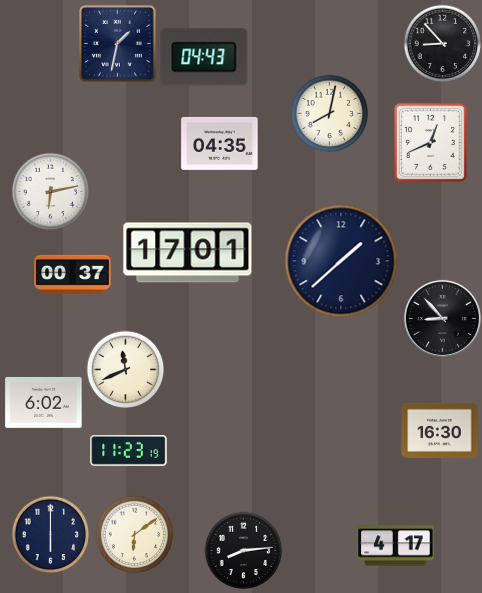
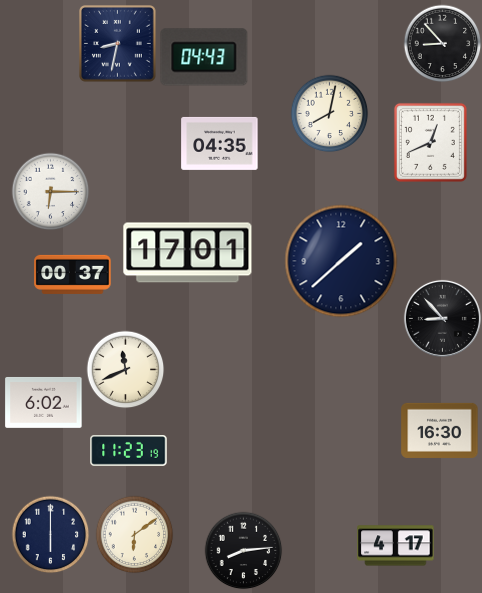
clock at (118, 44): 1:32 -> 8:32
clock at (50, 191): 6:13 -> 6:15
